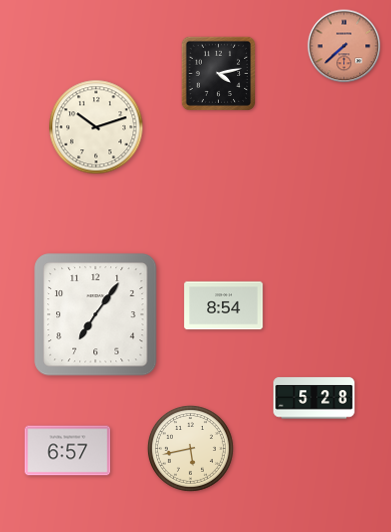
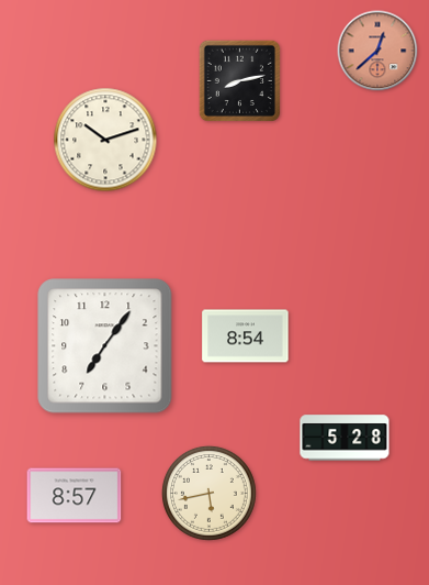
clock at (344, 46): 7:38 -> 12:38
clock at (218, 73): 4:13 -> 8:13
clock at (68, 451): 6:57 -> 8:57
